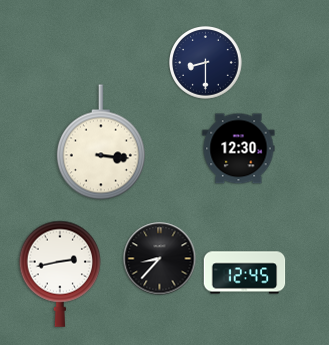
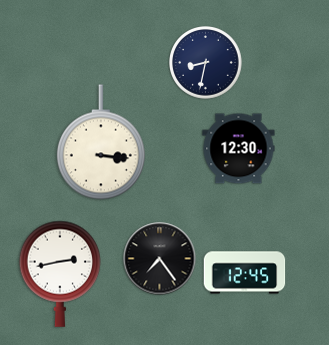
clock at (206, 63): 8:30 -> 8:32
clock at (160, 259): 8:37 -> 7:24
